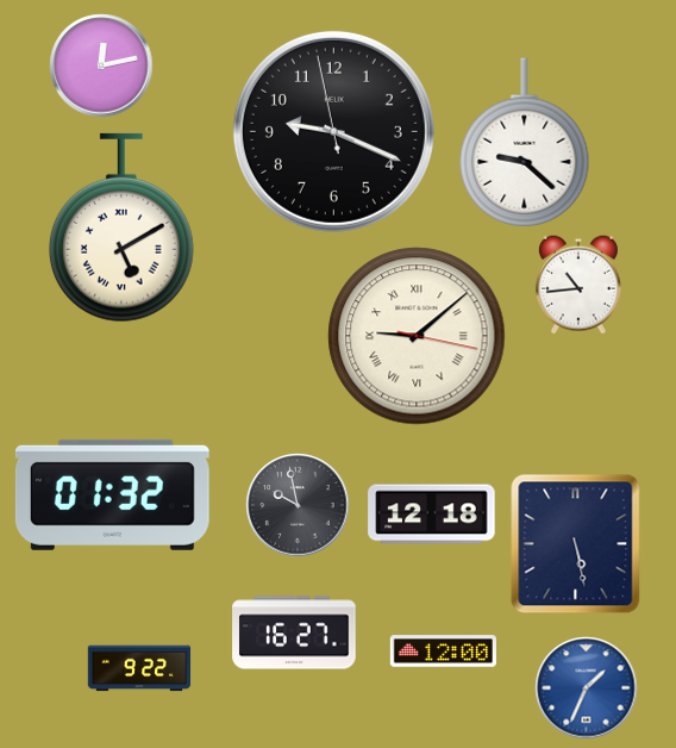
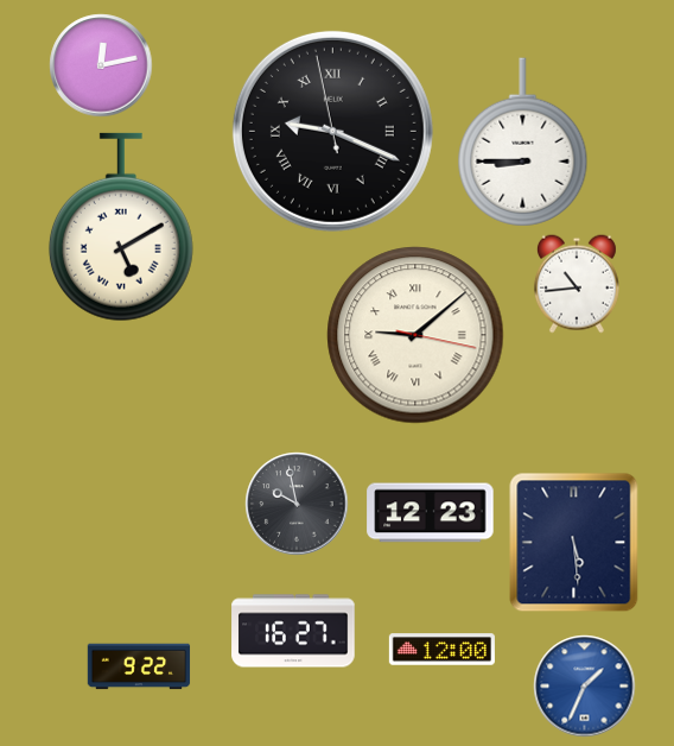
clock at (333, 131) numerals: Arabic -> Roman
clock at (525, 143): 9:22 -> 8:45
clock at (112, 494): 01:32 -> none
clock at (432, 515): 12:18 -> 12:23
clock at (576, 543): 5:28 -> 5:29
